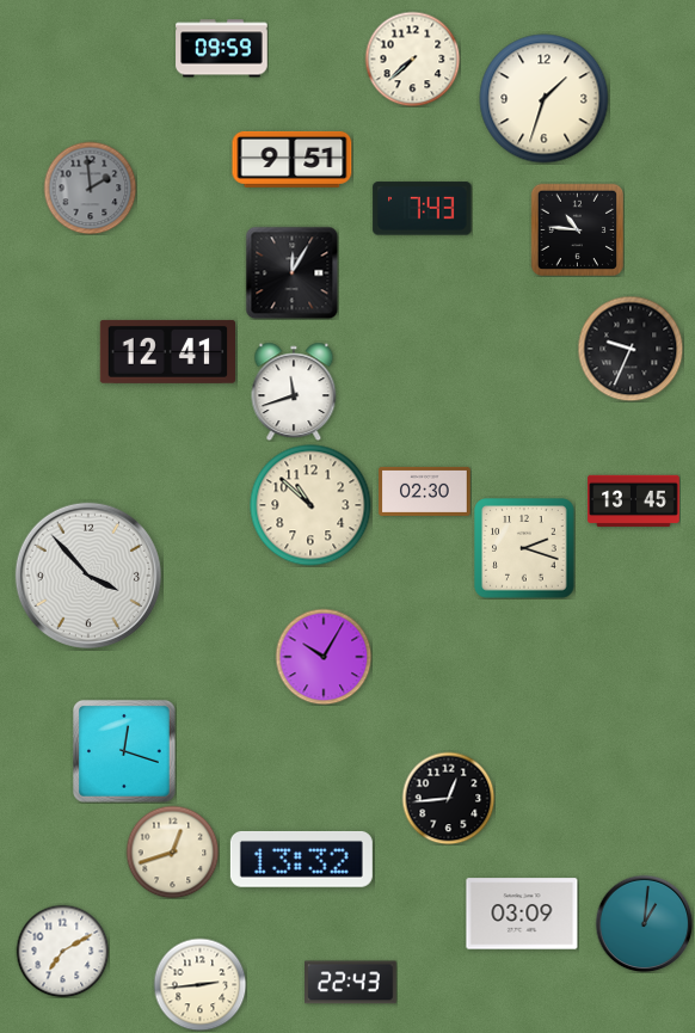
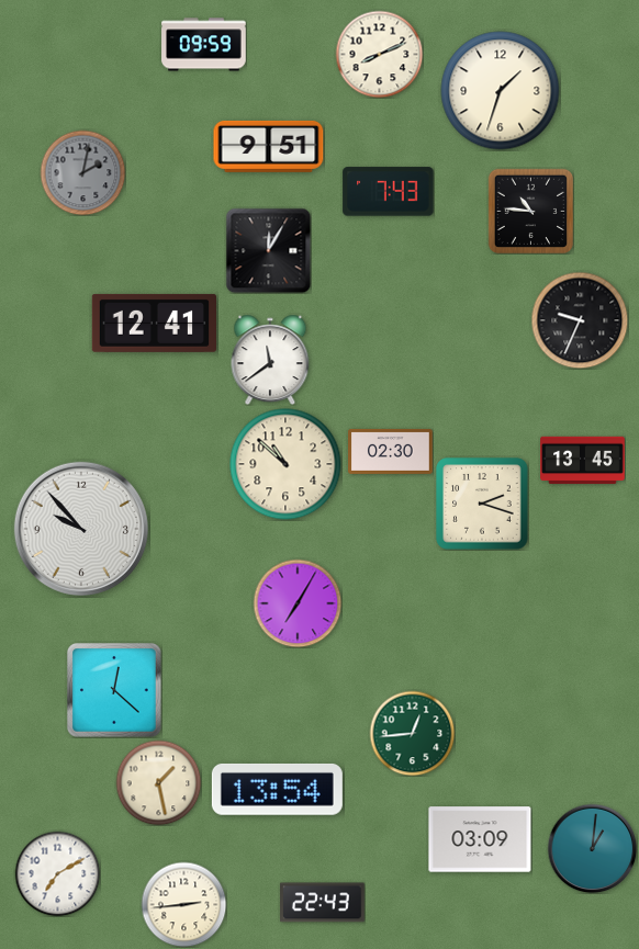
clock at (412, 59): 7:38 -> 8:11
clock at (90, 187): 1:59 -> 2:02
clock at (294, 392): 11:42 -> 11:39
clock at (88, 576): 3:53 -> 9:53
clock at (324, 657): 10:05 -> 7:05
clock at (125, 752): 12:18 -> 12:22
clock at (448, 798) dial: black -> green
clock at (172, 851): 12:42 -> 1:28
clock at (301, 859): 13:32 -> 13:54
